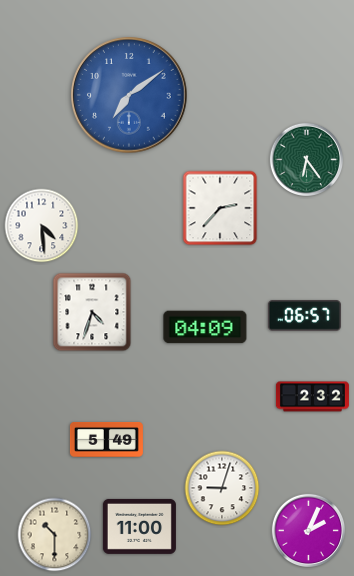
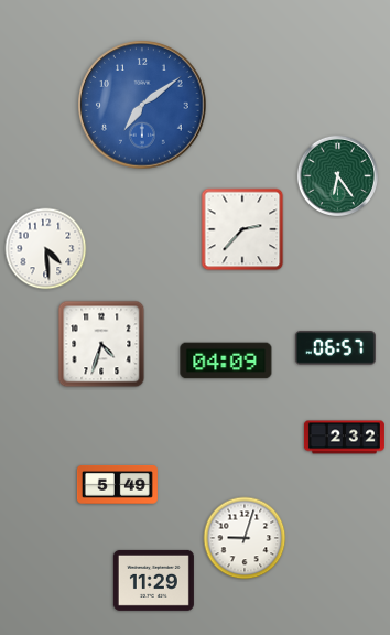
clock at (139, 526): 11:00 -> 11:29
clock at (308, 530): 2:04 -> none
clock at (55, 535): 10:30 -> none
